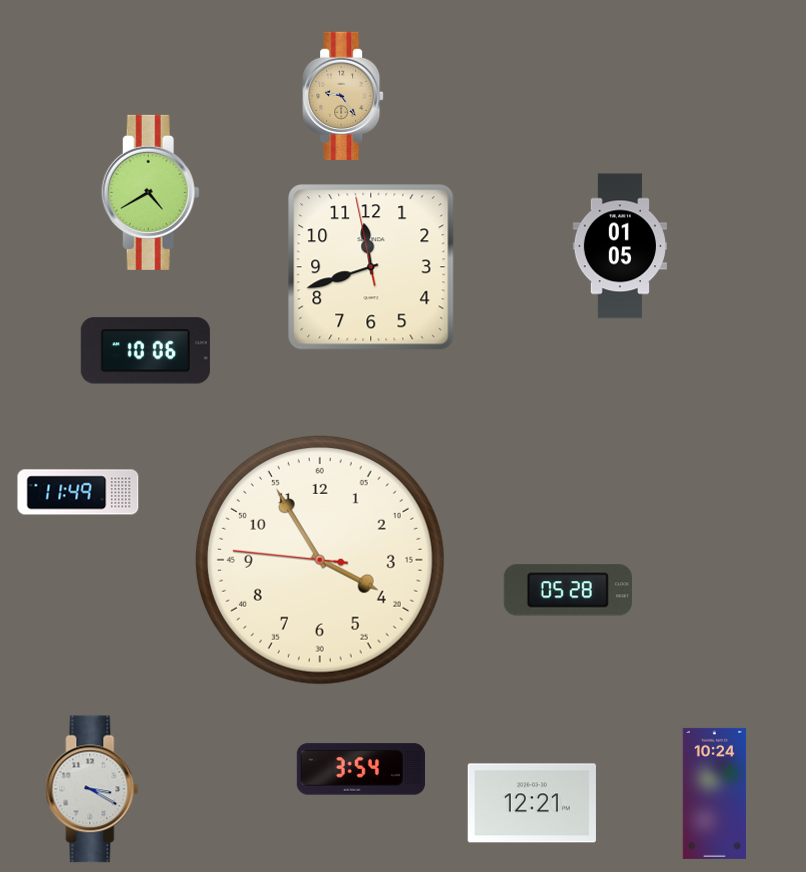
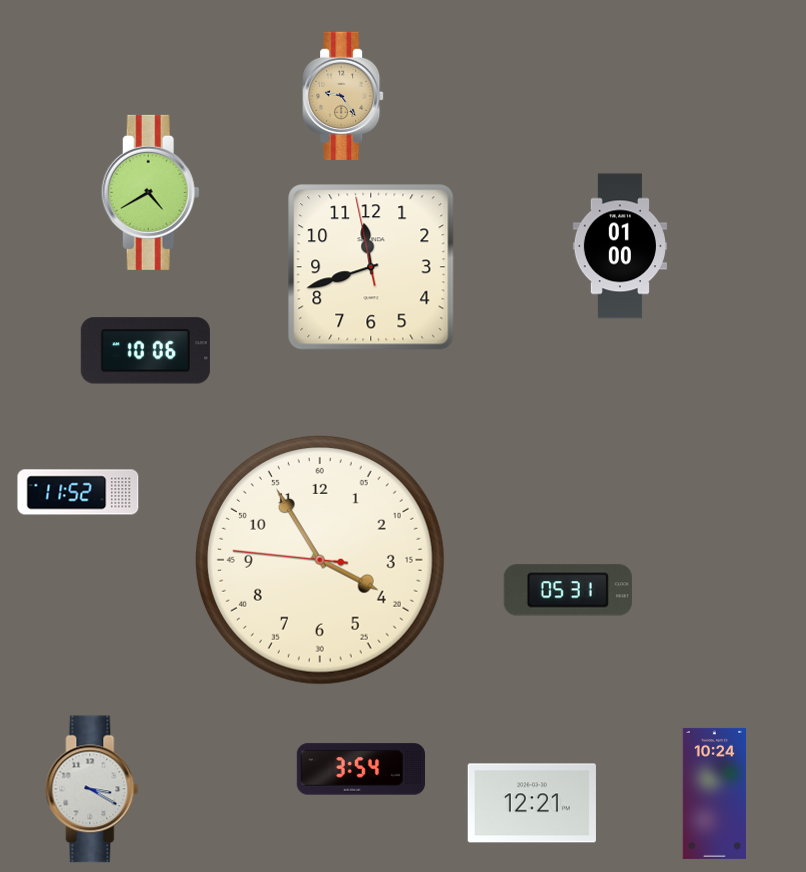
clock at (619, 246): 01:05 -> 01:00
clock at (78, 492): 11:49 -> 11:52
clock at (568, 590): 05:28 -> 05:31
